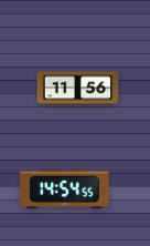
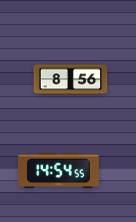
clock at (78, 89): 11:56 -> 8:56
